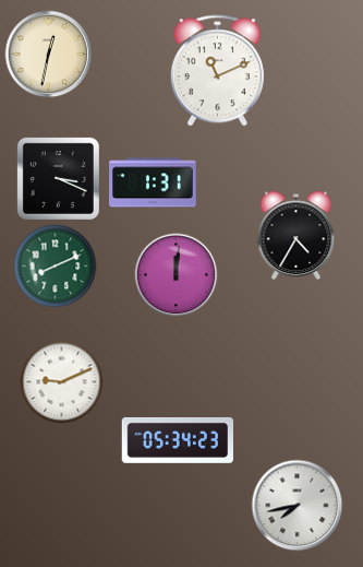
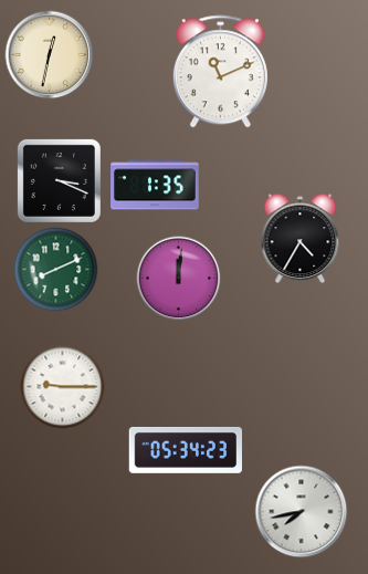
clock at (153, 182): 1:31 -> 1:35
clock at (62, 382): 9:11 -> 9:15
clock at (177, 440) position: (177, 440) -> (185, 450)
